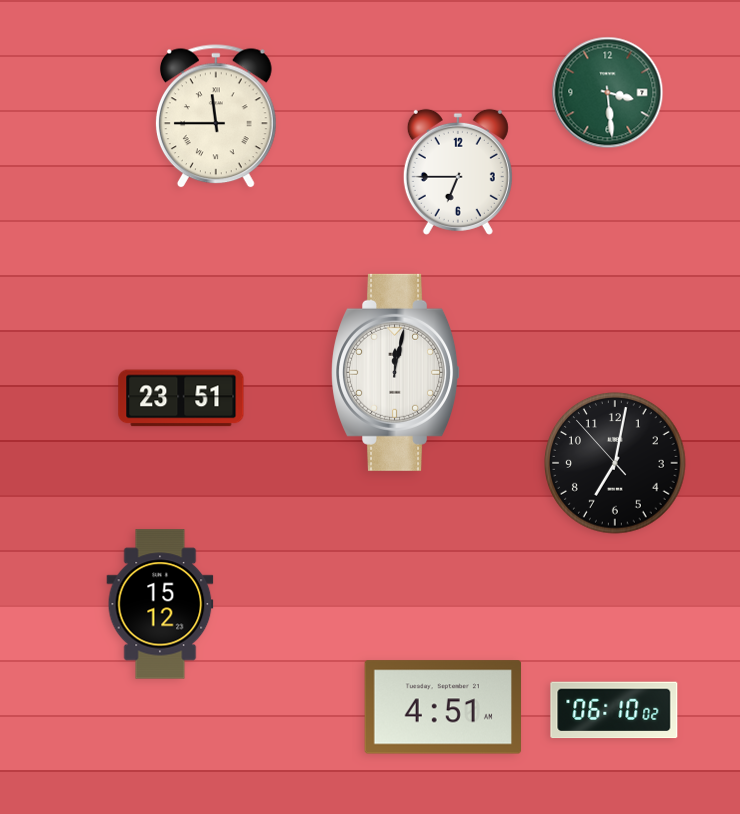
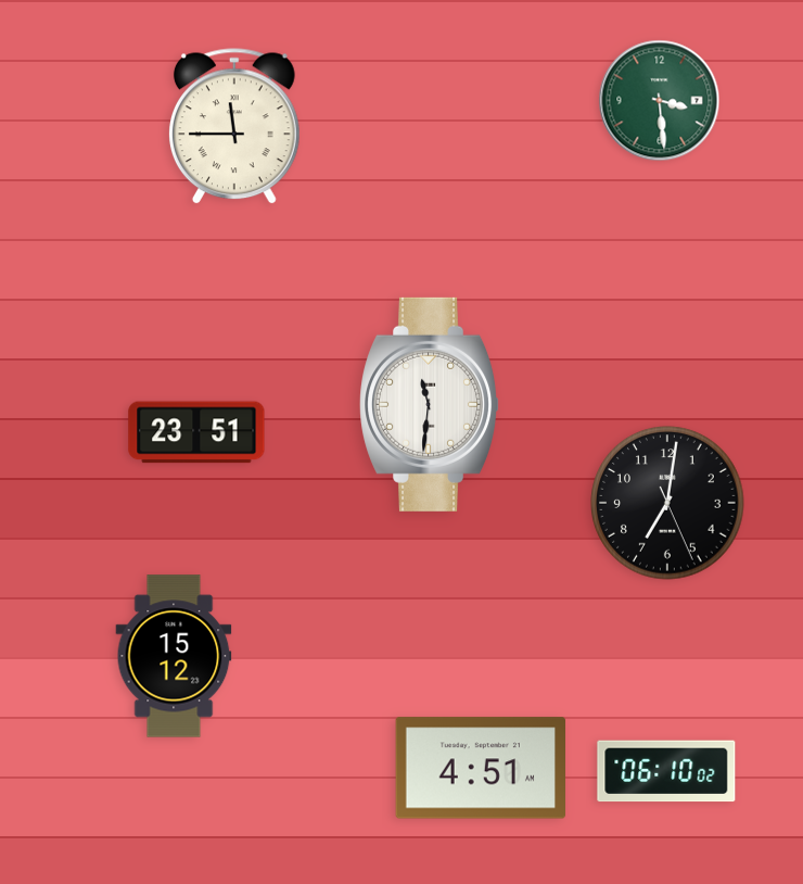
clock at (458, 172): 6:45 -> none
clock at (396, 372): 12:02 -> 11:31
clock at (615, 463): 7:01:53 -> 7:01:26
